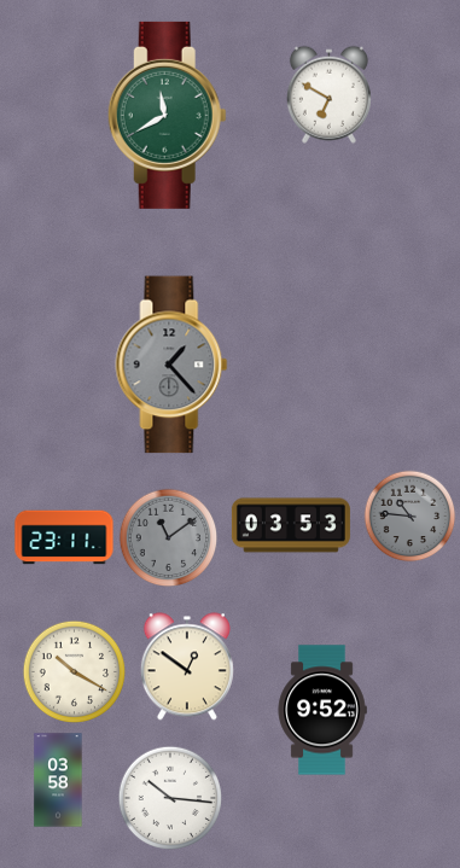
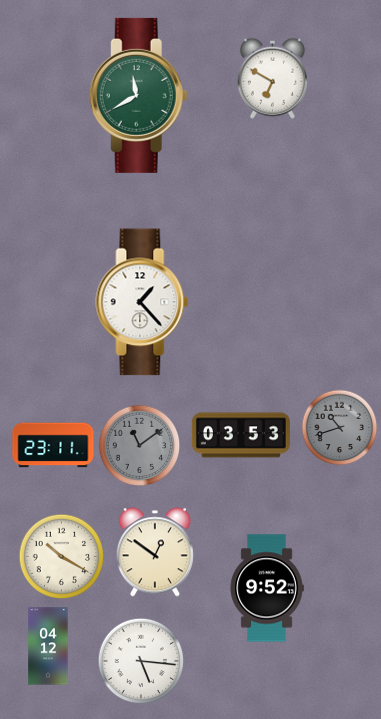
clock at (171, 365) dial: grey -> white
clock at (410, 517): 10:46 -> 10:42
clock at (58, 780): 03:58 -> 04:12
clock at (170, 798): 10:16 -> 5:16
